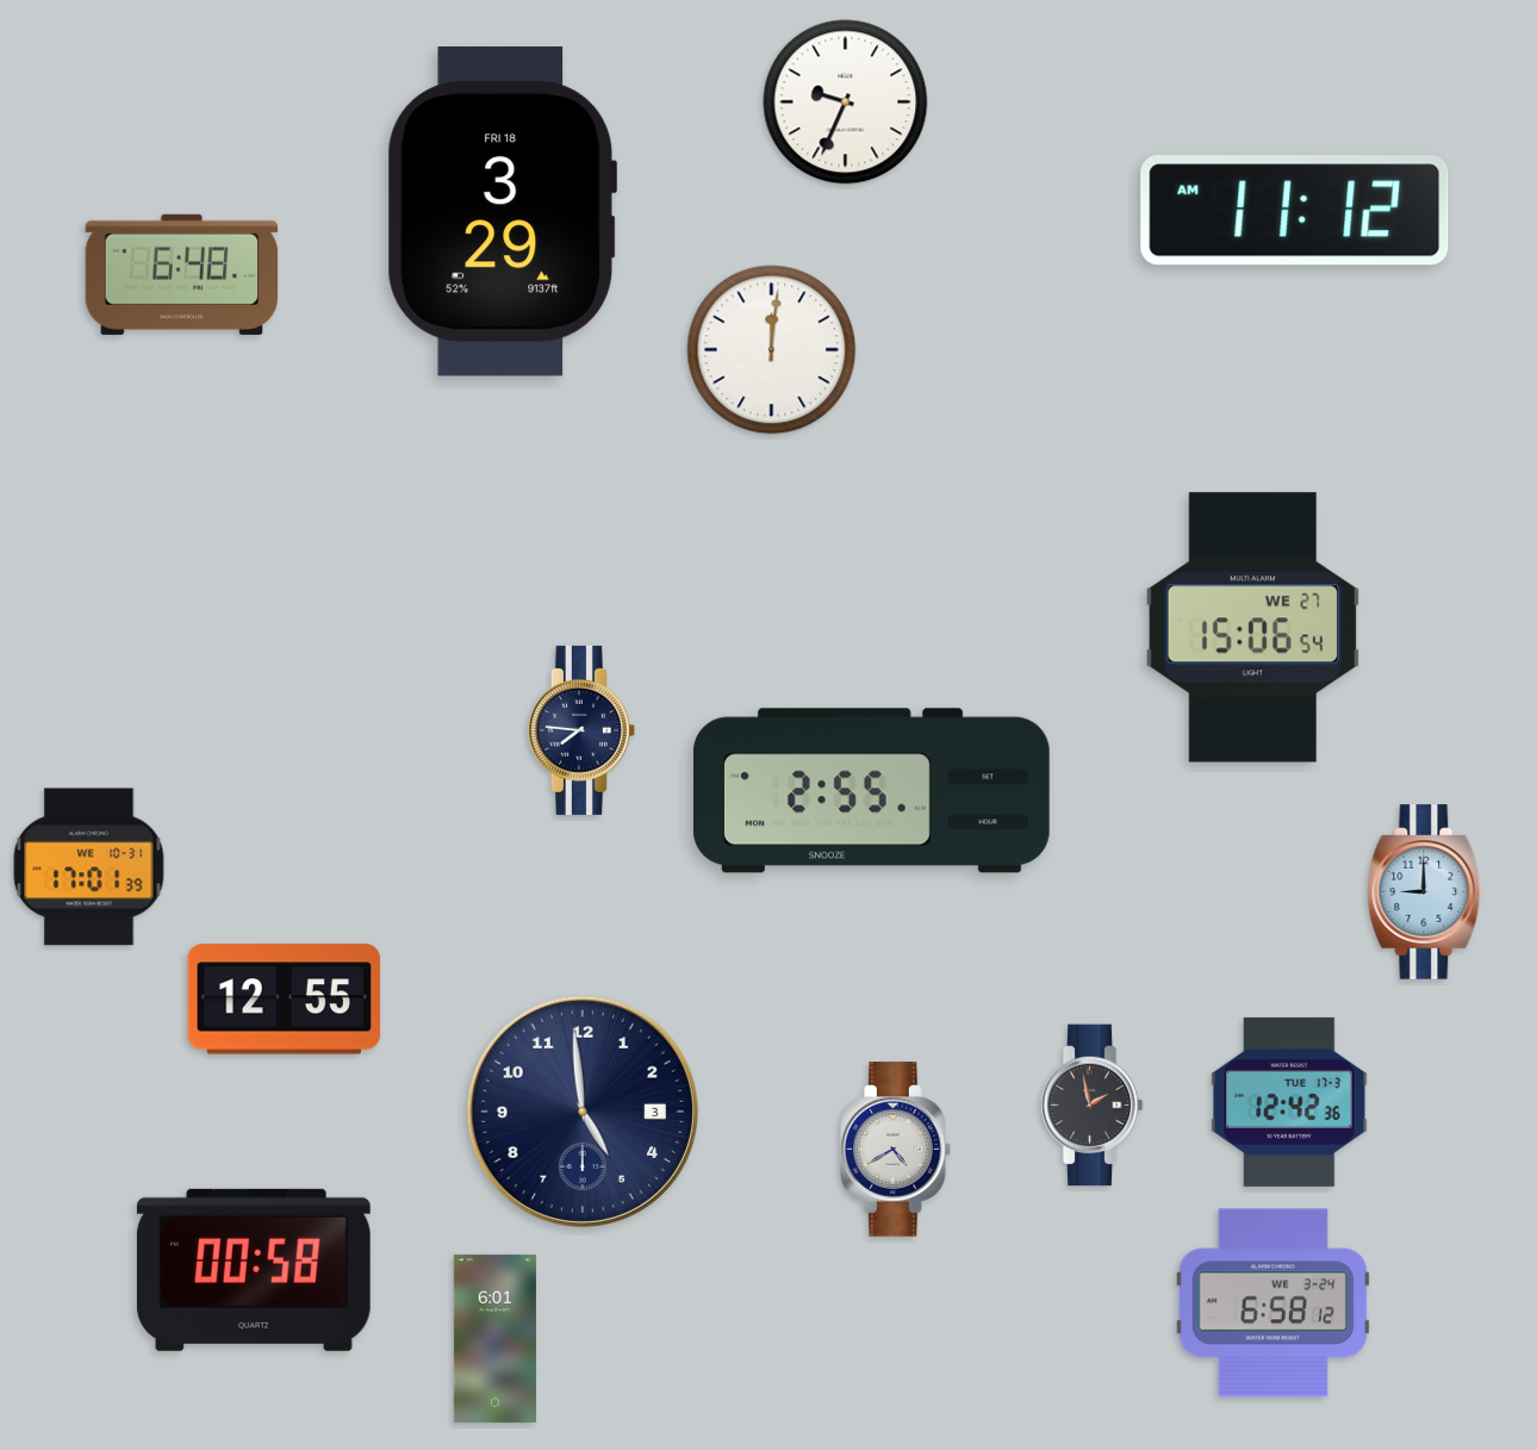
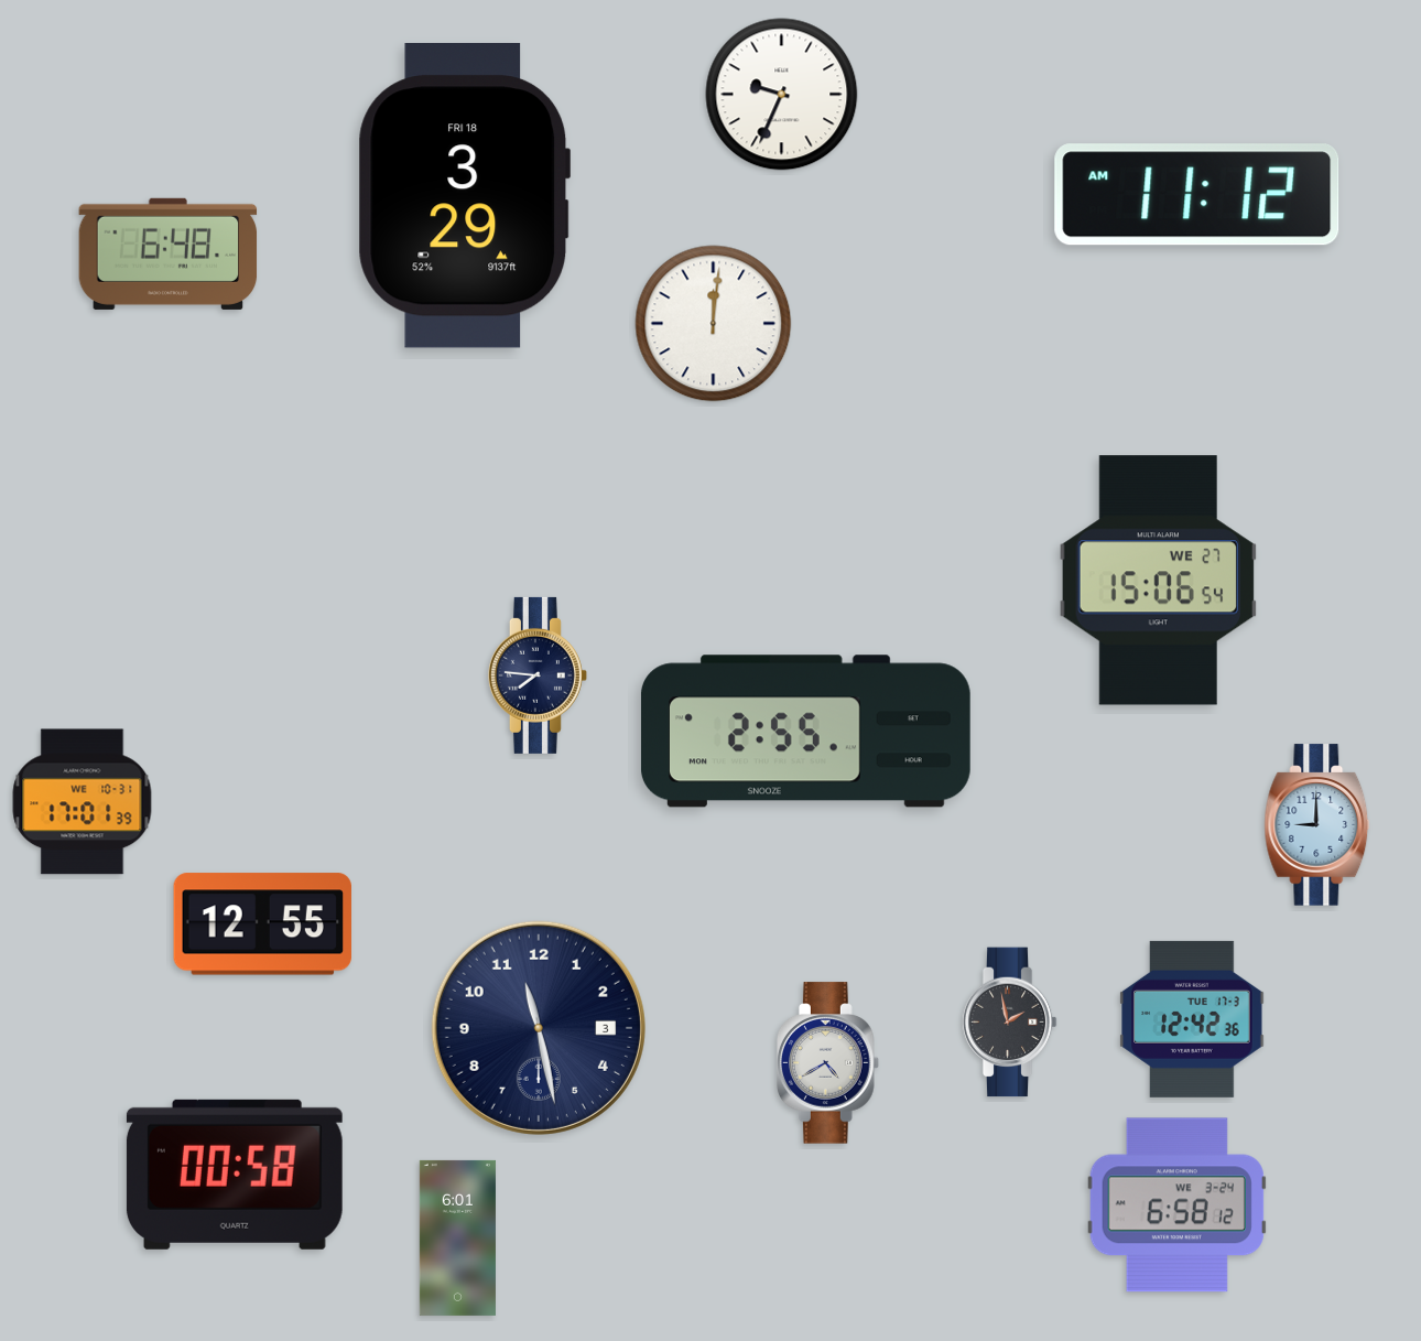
clock at (583, 1112): 4:59 -> 11:28
